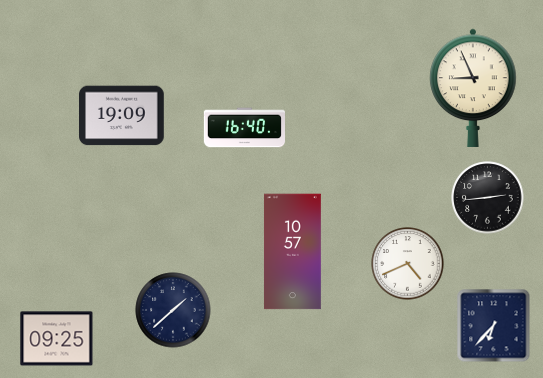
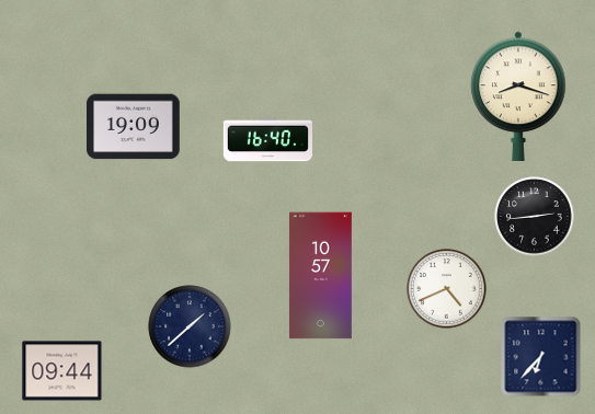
clock at (473, 88): 8:56 -> 8:18
clock at (173, 310) position: (173, 310) -> (190, 326)
clock at (57, 339): 09:25 -> 09:44
